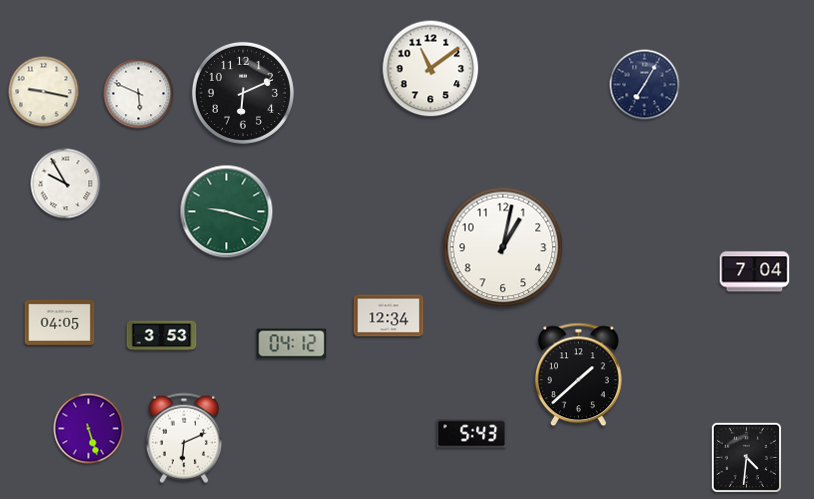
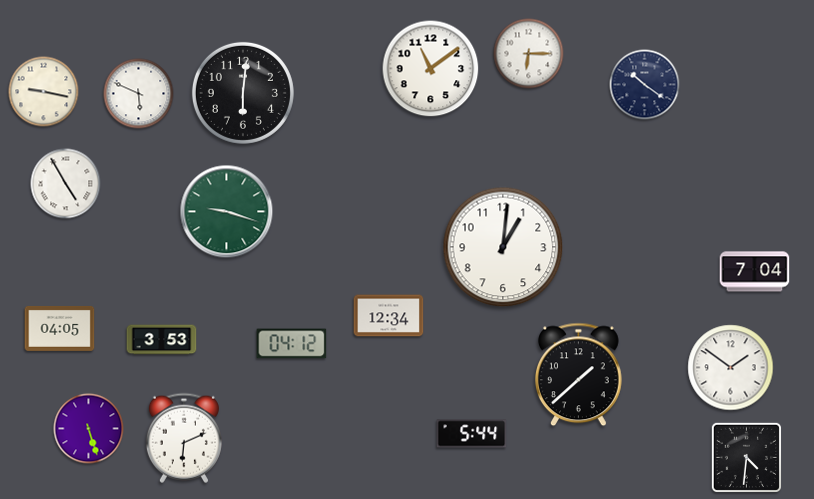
clock at (529, 54): none -> 6:15
clock at (645, 85): 7:05 -> 10:21
clock at (243, 93): 6:11 -> 6:01
clock at (66, 184): 9:55 -> 4:55
clock at (503, 247): 1:02 -> 1:01
clock at (60, 322) position: (60, 322) -> (60, 328)
clock at (162, 336) position: (162, 336) -> (162, 340)
clock at (731, 368): none -> 1:51
clock at (472, 434): 5:43 -> 5:44
